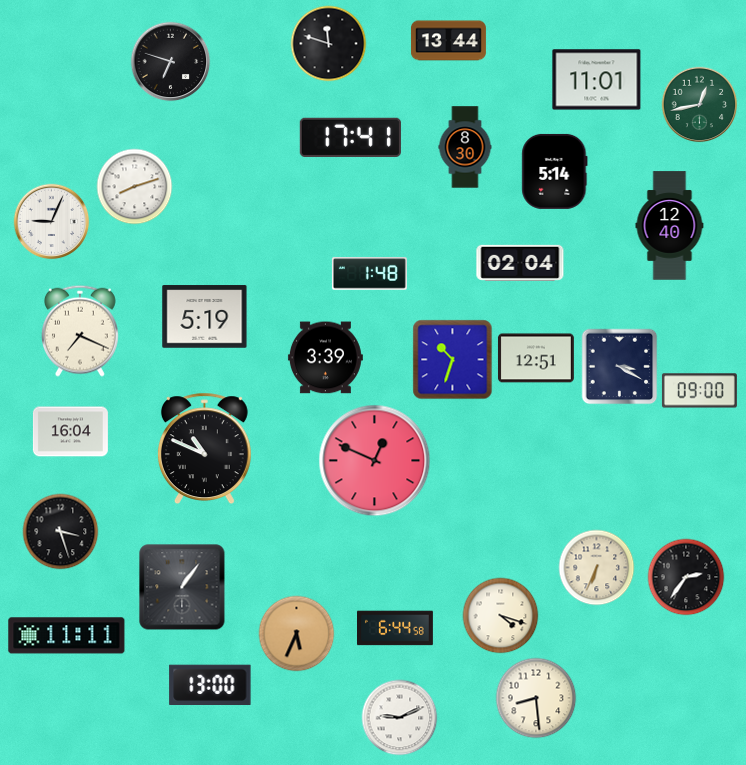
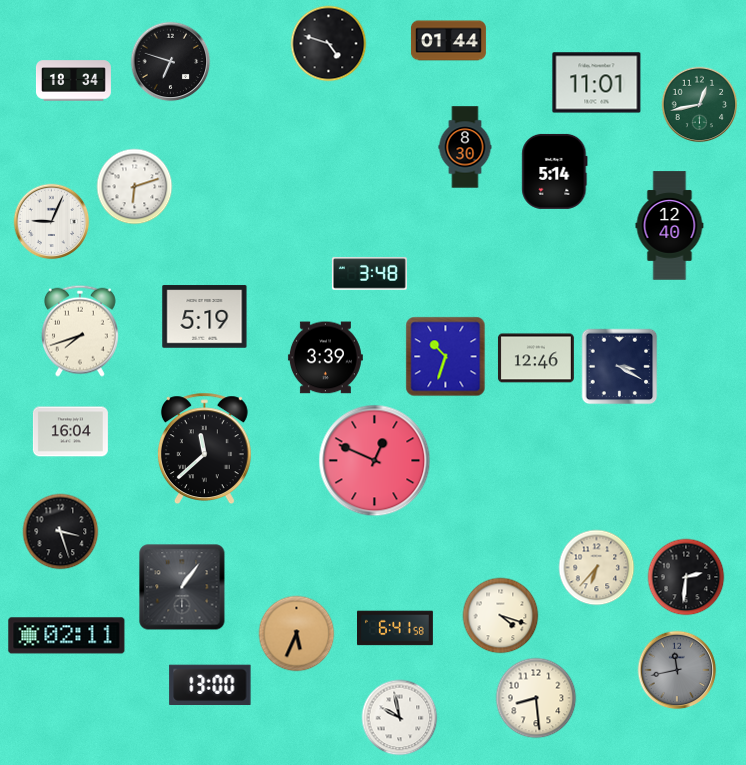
clock at (448, 41): 13:44 -> 01:44
clock at (329, 44): 11:48 -> 4:48
clock at (597, 80) position: (597, 80) -> (597, 83)
clock at (73, 81): none -> 18:34
clock at (350, 137): 17:41 -> none
clock at (135, 187): 8:12 -> 6:12
clock at (520, 263): 02:04 -> none
clock at (369, 274): 1:48 -> 3:48
clock at (80, 331): 7:19 -> 7:42
clock at (536, 358): 12:51 -> 12:46
clock at (453, 360) position: (453, 360) -> (446, 357)
clock at (699, 391): 09:00 -> none
clock at (204, 449): 10:49 -> 11:38
clock at (597, 568): 6:34 -> 6:37
clock at (686, 577): 2:36 -> 2:31
clock at (396, 628): 6:44 -> 6:41
clock at (67, 636): 11:11 -> 02:11
clock at (677, 670): none -> 11:43
clock at (400, 718): 9:11 -> 9:58
